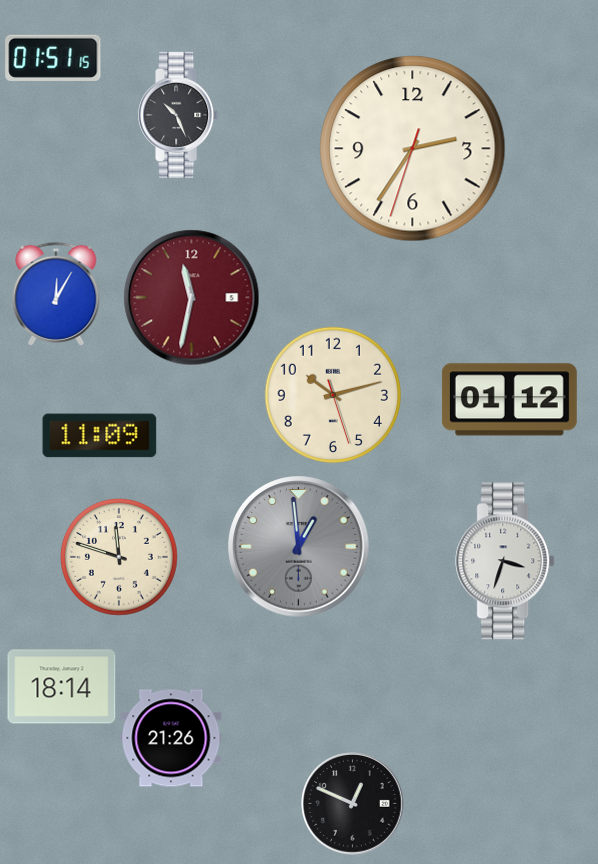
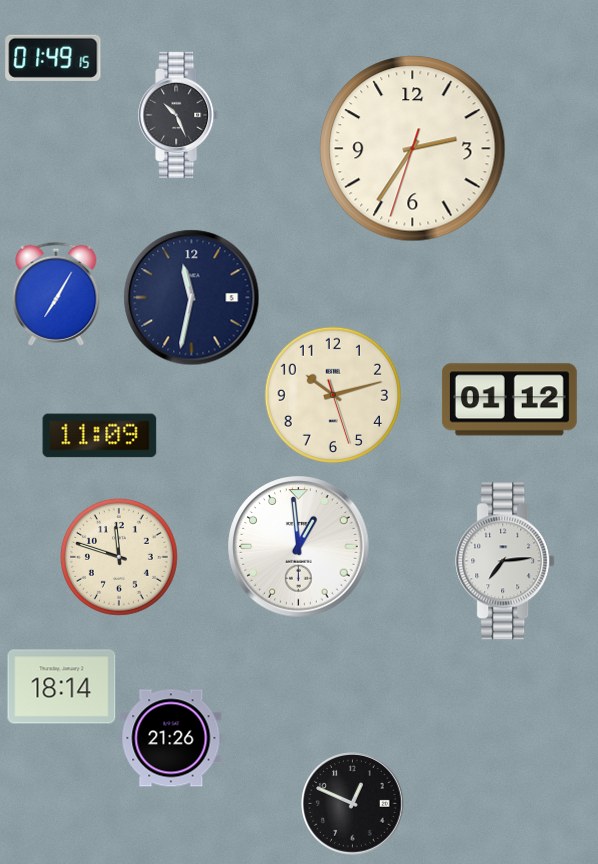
clock at (53, 58): 01:51 -> 01:49
clock at (56, 294): 12:05 -> 7:05
clock at (192, 298) dial: burgundy -> navy
clock at (299, 547) dial: grey -> white
clock at (506, 561): 3:33 -> 7:14
